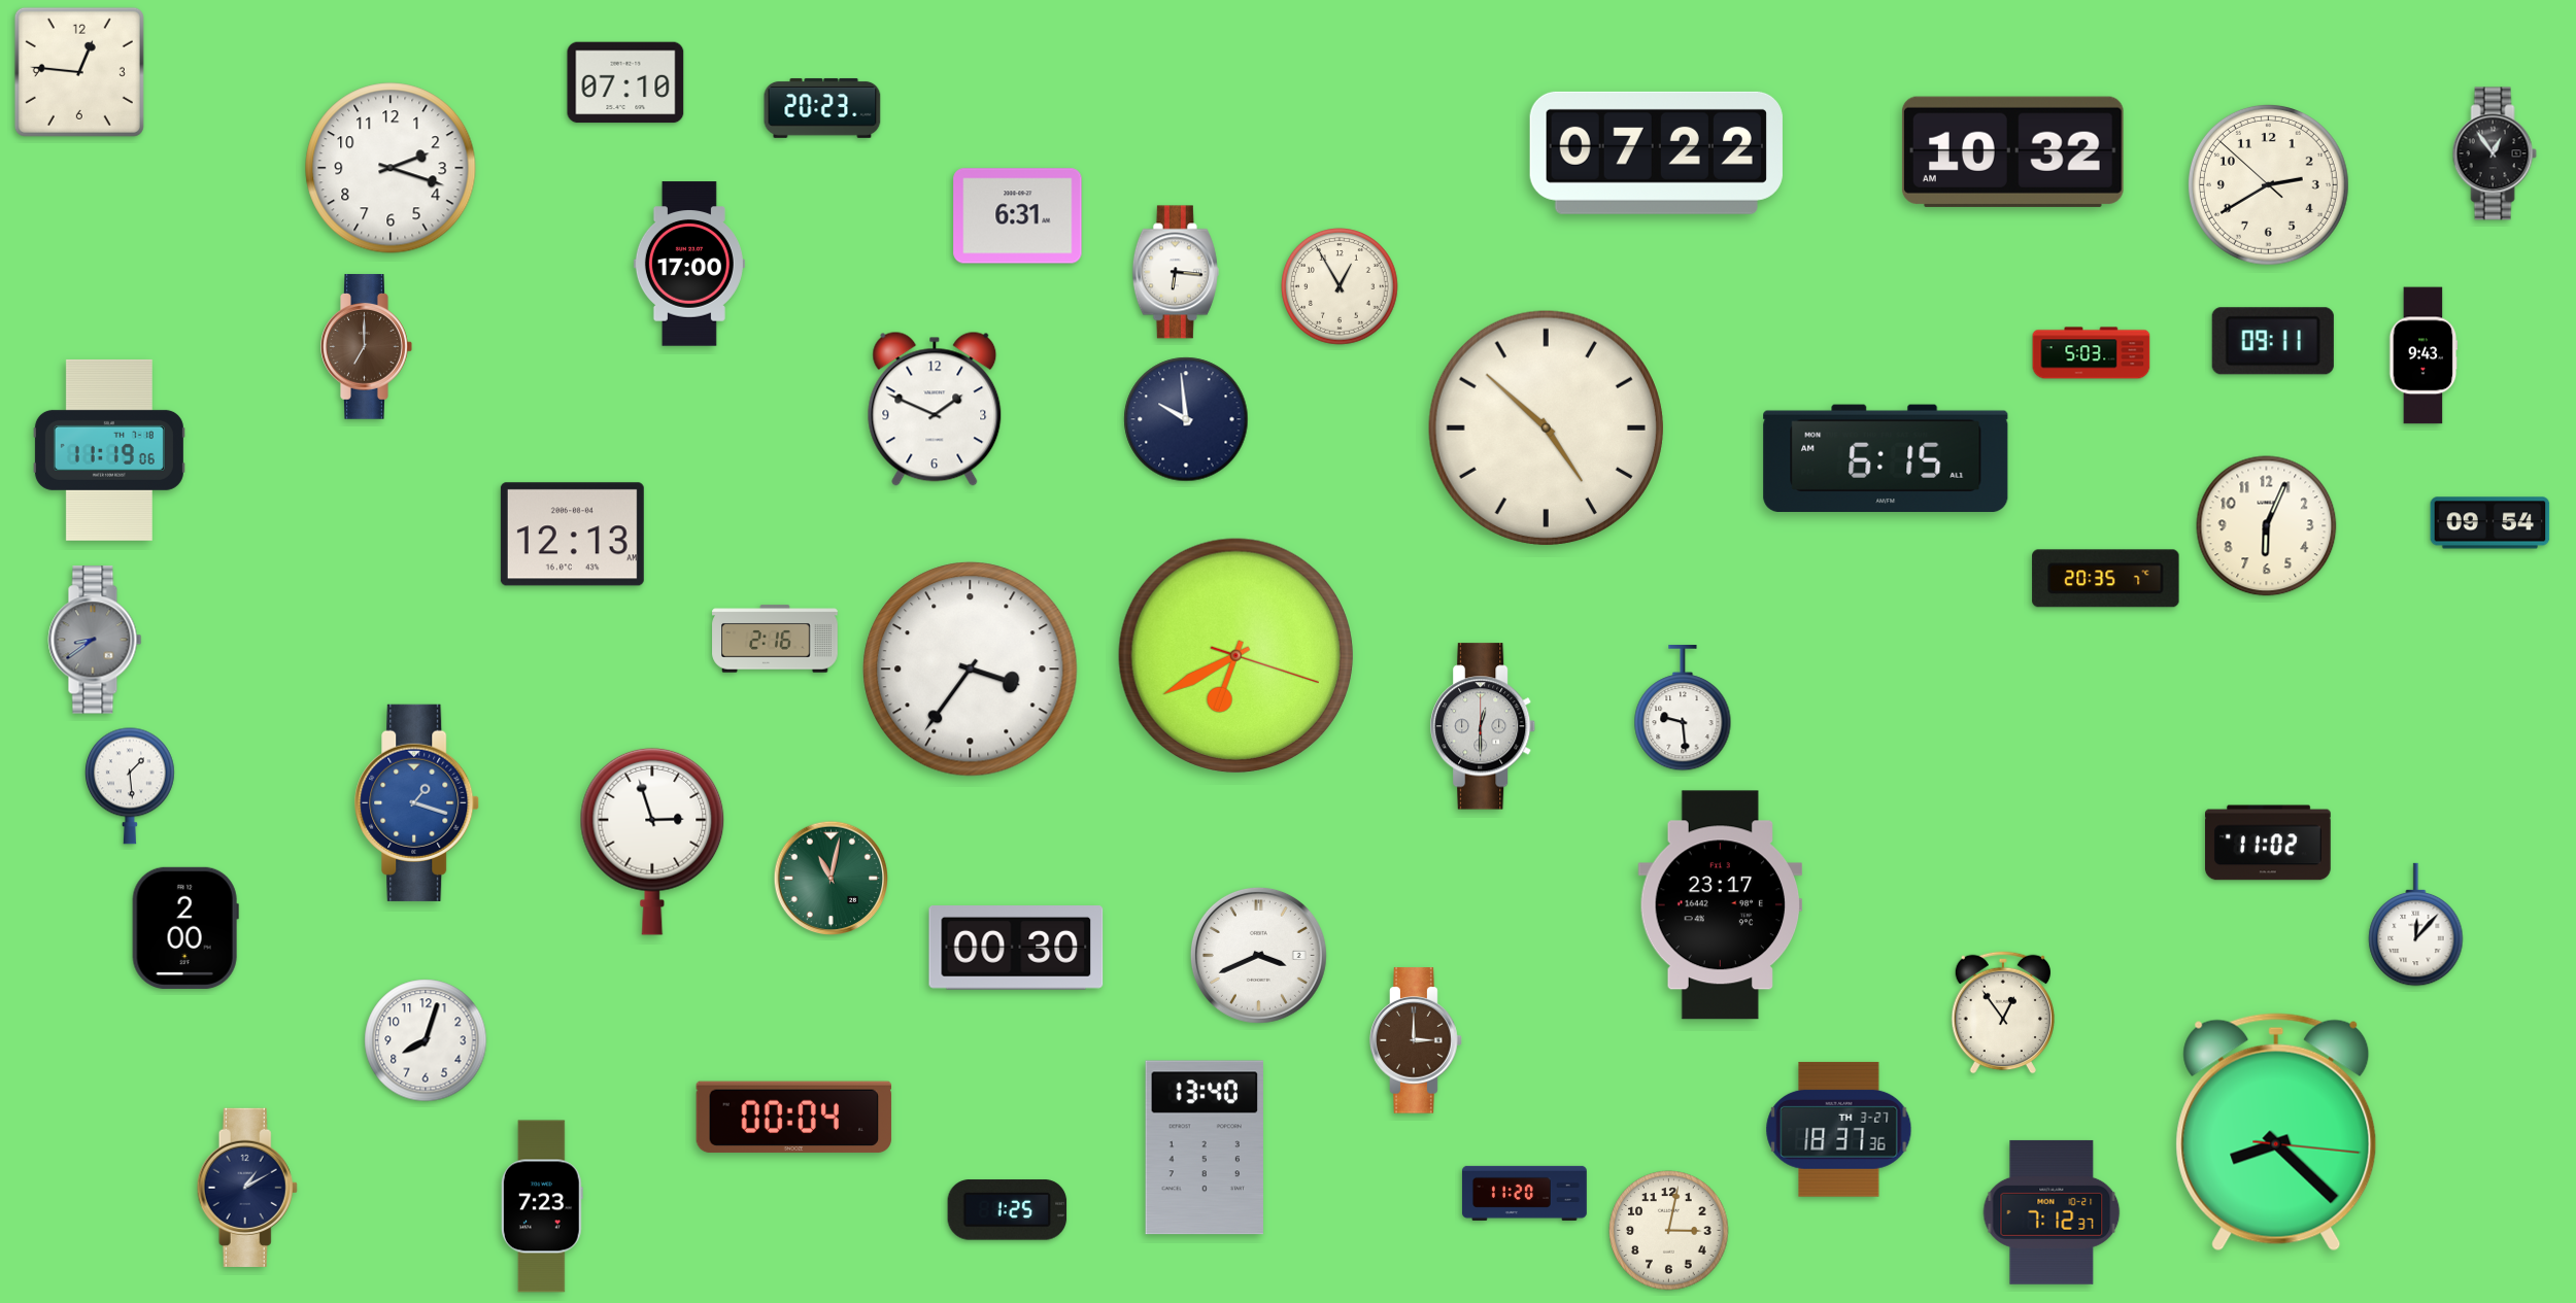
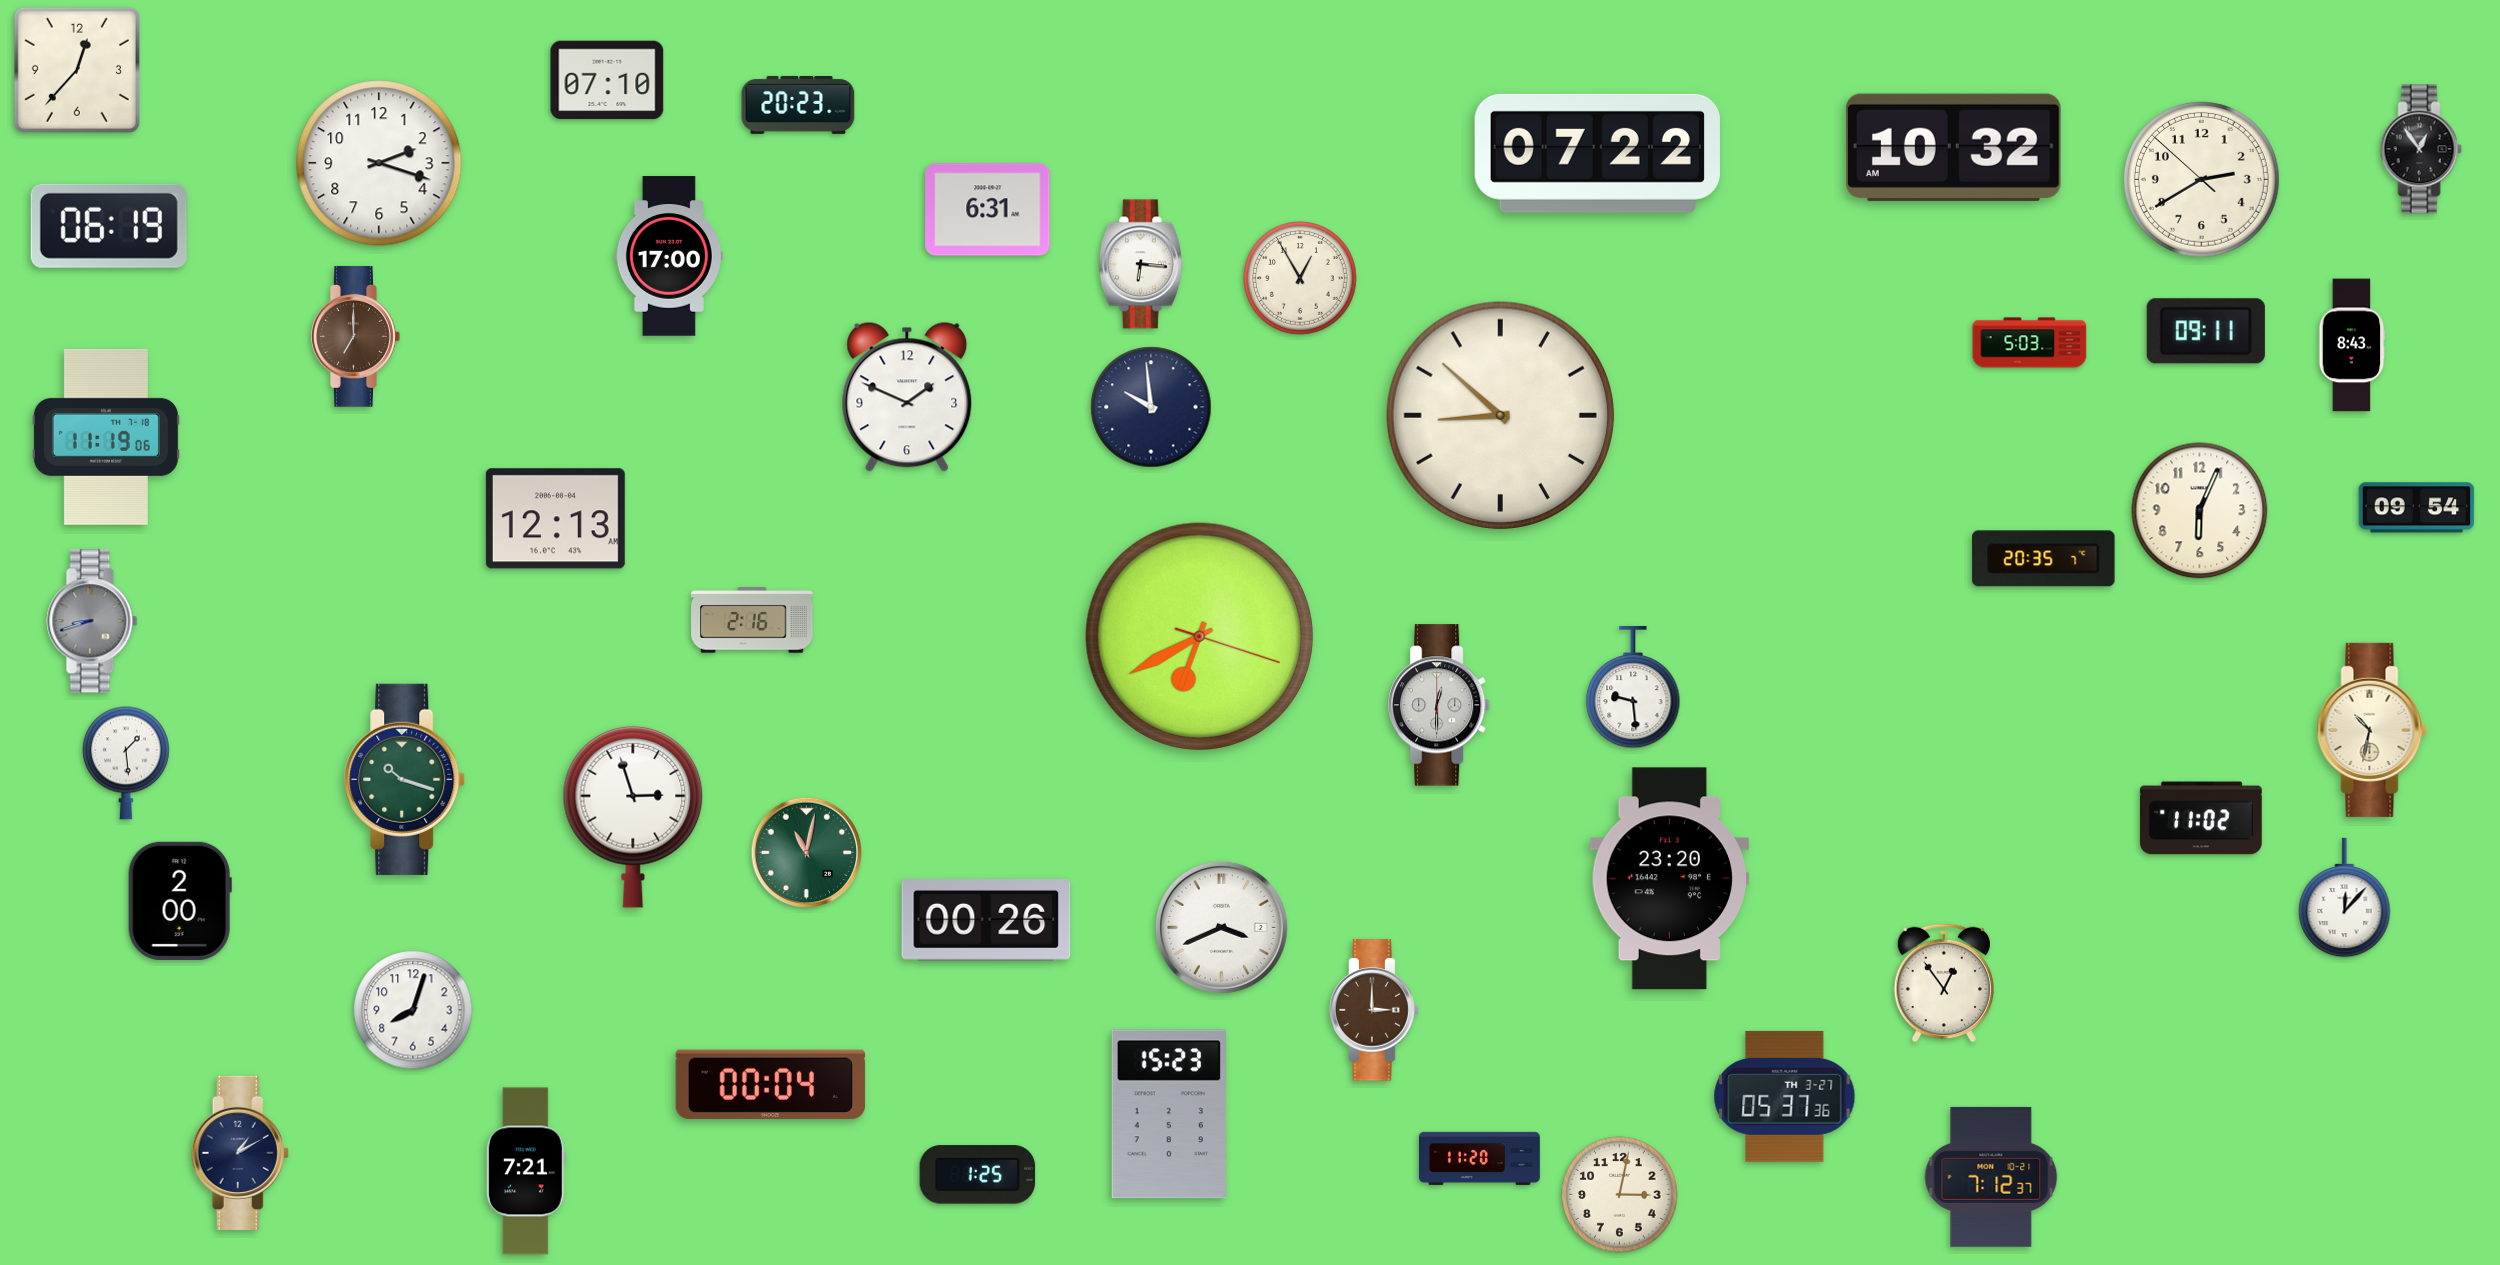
clock at (79, 72): 12:46 -> 12:37
clock at (1656, 152) position: (1656, 152) -> (1597, 153)
clock at (109, 226): none -> 06:19
clock at (2424, 355): 9:43 -> 8:43
clock at (1546, 427): 4:52 -> 8:52
clock at (1886, 457): 6:15 -> none
clock at (2106, 579) position: (2106, 579) -> (2044, 559)
clock at (95, 640): 8:39 -> 8:42
clock at (971, 670): 3:36 -> none
clock at (2372, 730): none -> 10:32
clock at (417, 802): 1:18 -> 10:18
clock at (417, 802) dial: blue -> green
clock at (1721, 905): 23:17 -> 23:20
clock at (1016, 949): 00:30 -> 00:26
clock at (1839, 1129): 18:37 -> 05:37
clock at (2276, 1132): 8:22 -> none
clock at (1205, 1147): 13:40 -> 15:23
clock at (542, 1206): 7:23 -> 7:21
